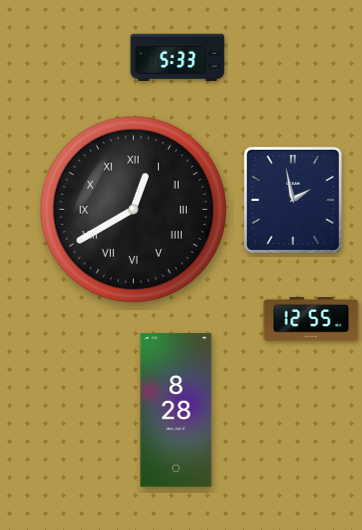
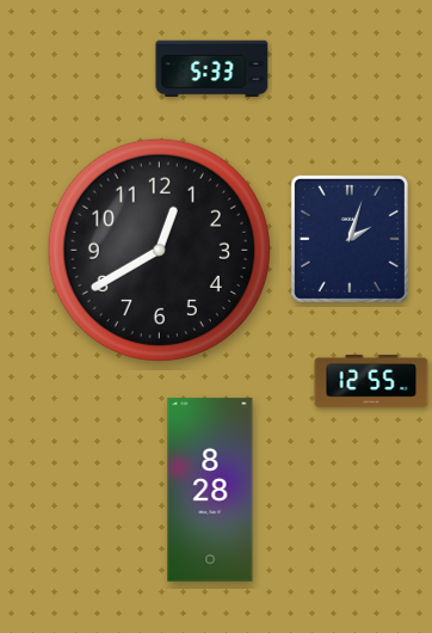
clock at (293, 200): 1:58 -> 2:03
clock at (133, 209) numerals: Roman -> Arabic
